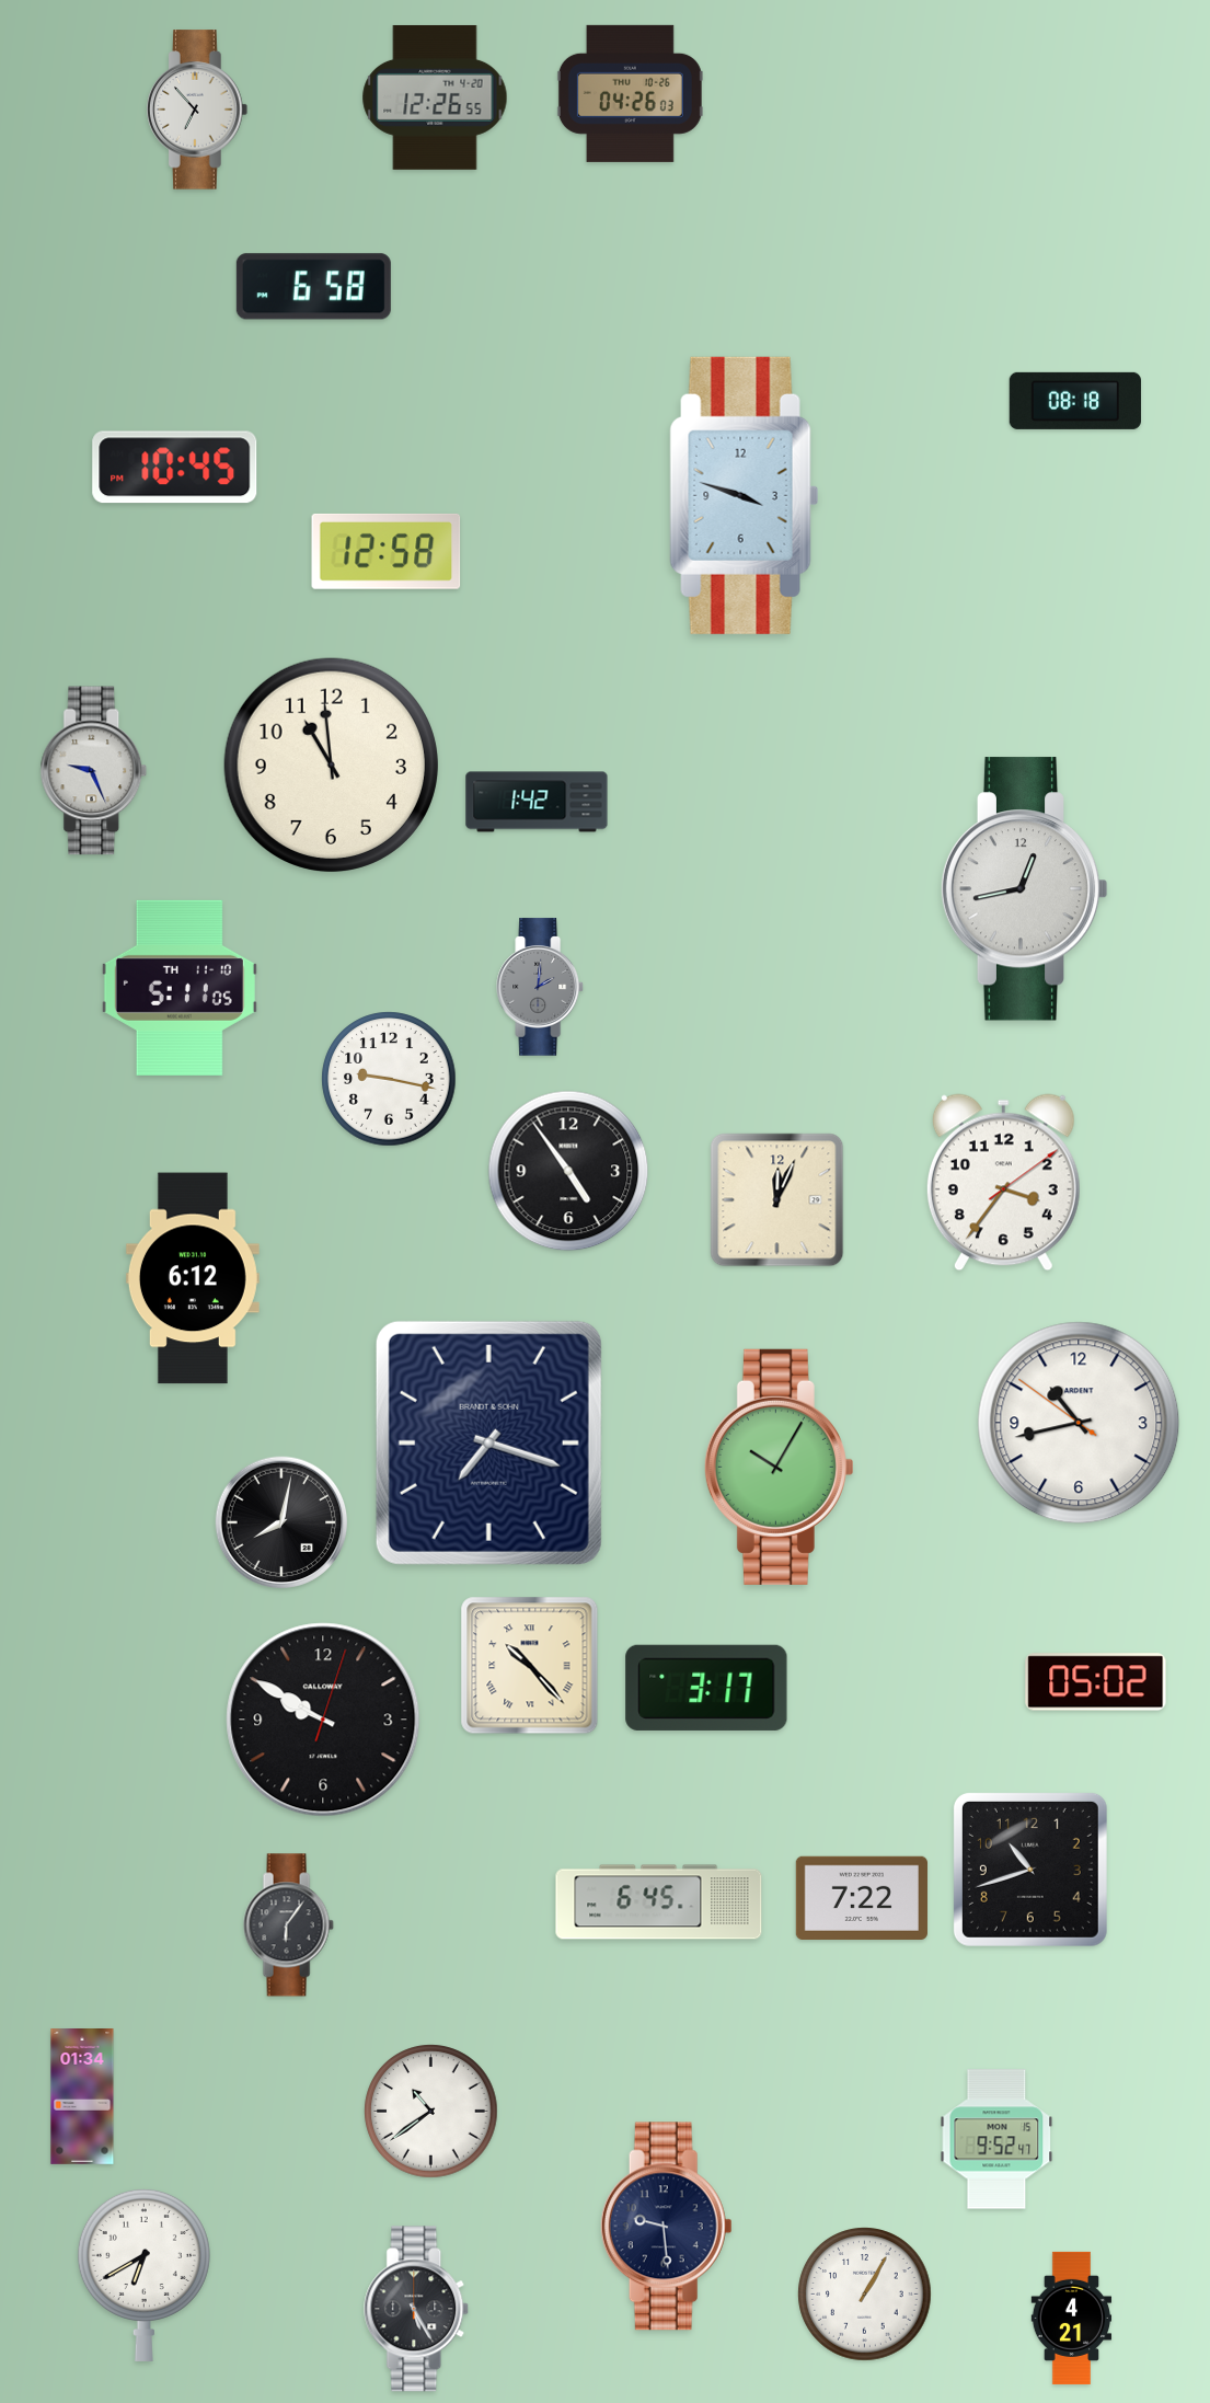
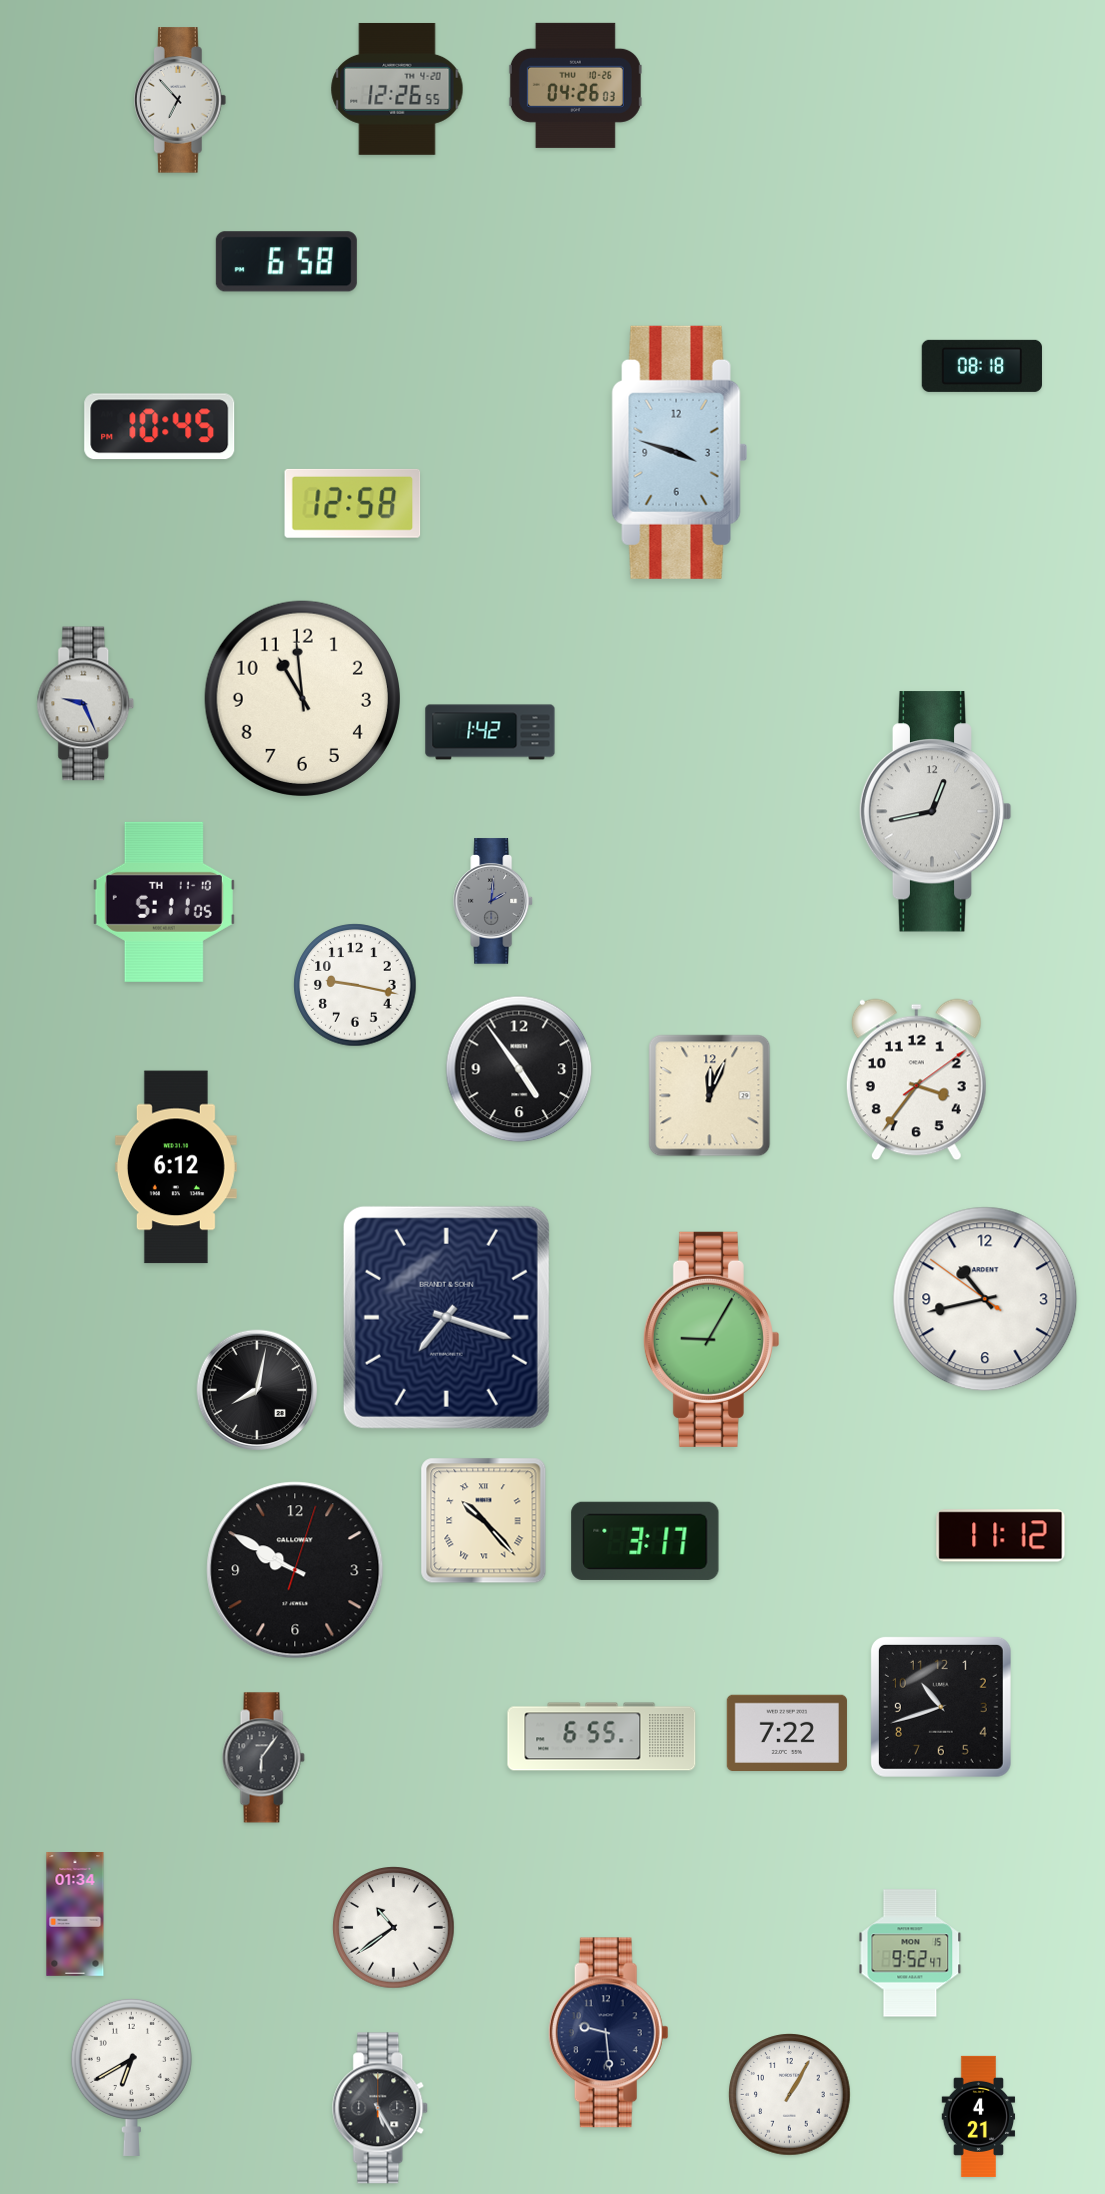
clock at (779, 1467): 10:05 -> 9:05
clock at (1096, 1682): 05:02 -> 11:12
clock at (659, 1902): 6:45 -> 6:55
